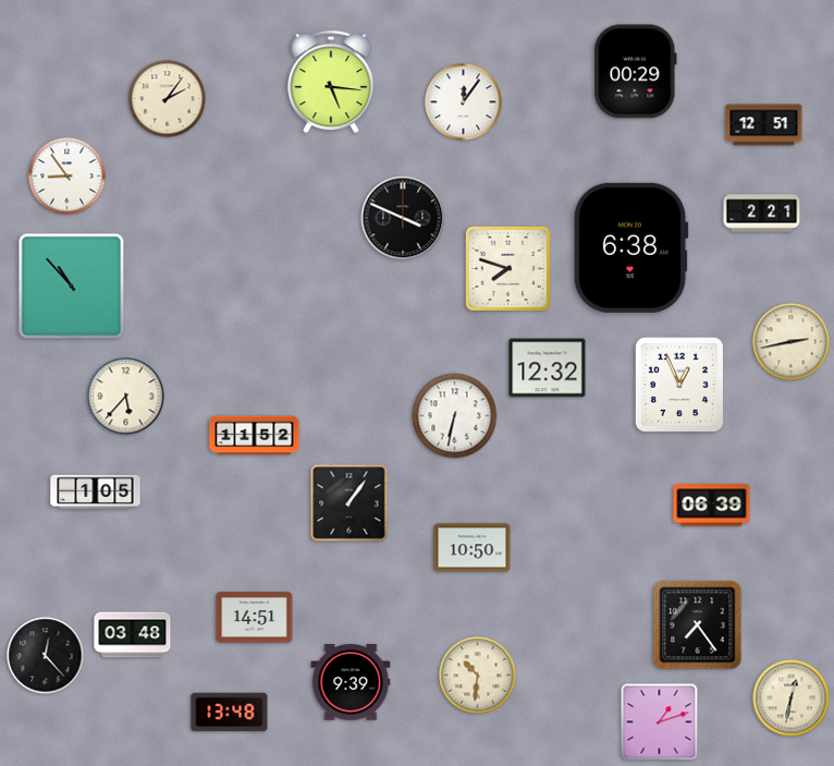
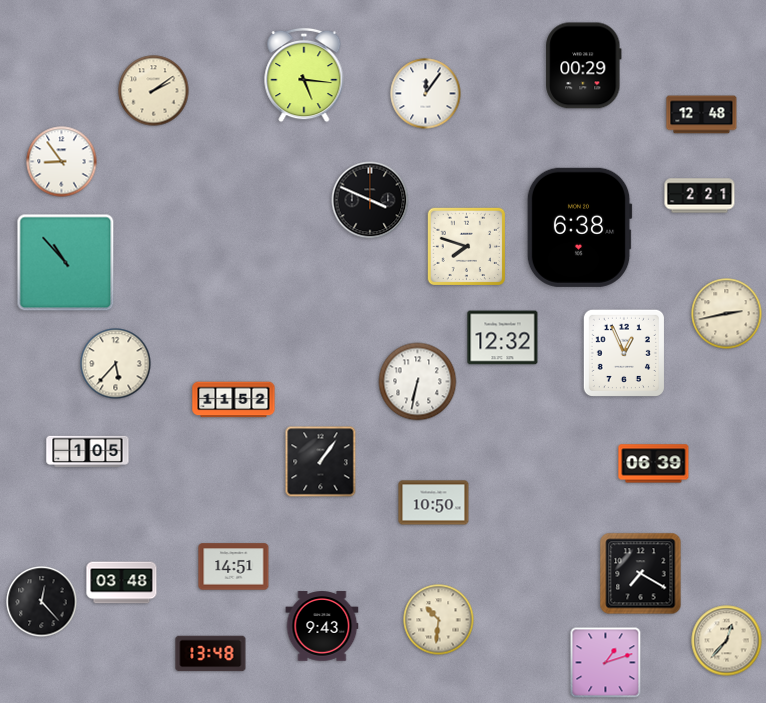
clock at (168, 99): 2:06 -> 2:09
clock at (764, 125): 12:51 -> 12:48
clock at (698, 625): 7:24 -> 7:20
clock at (351, 682): 9:39 -> 9:43
clock at (792, 698): 12:32 -> 12:37
